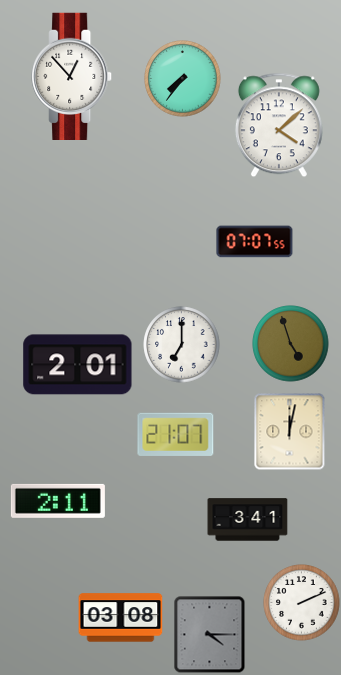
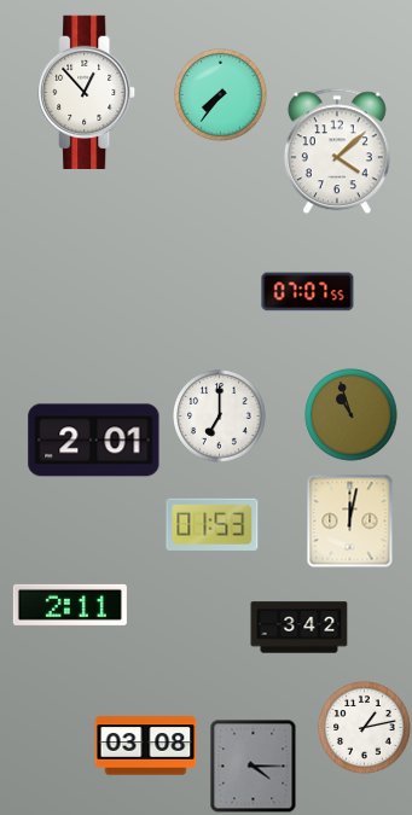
clock at (291, 344): 4:57 -> 10:57
clock at (176, 434): 21:07 -> 01:53
clock at (248, 520): 3:41 -> 3:42
clock at (302, 603): 2:11 -> 1:13
